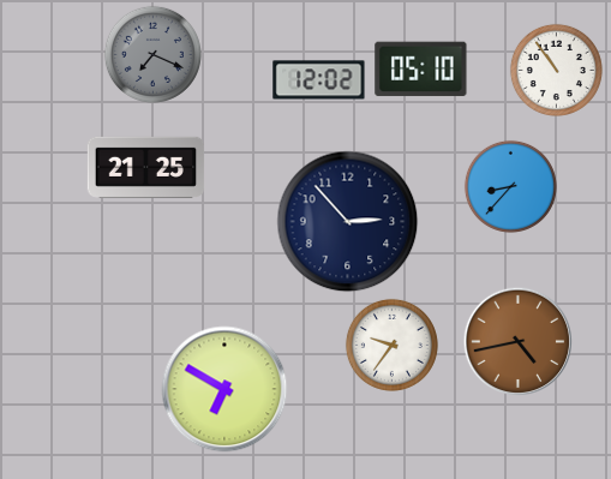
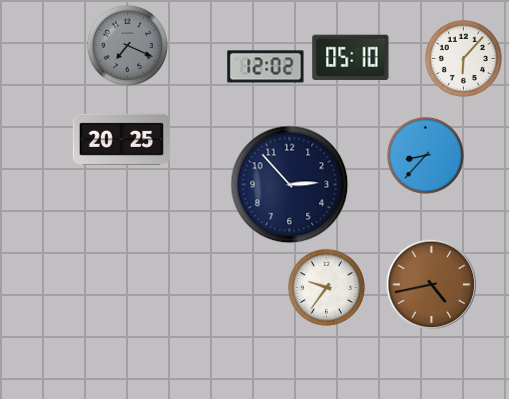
clock at (556, 70): 10:54 -> 6:07
clock at (146, 167): 21:25 -> 20:25
clock at (224, 389): 6:50 -> none
